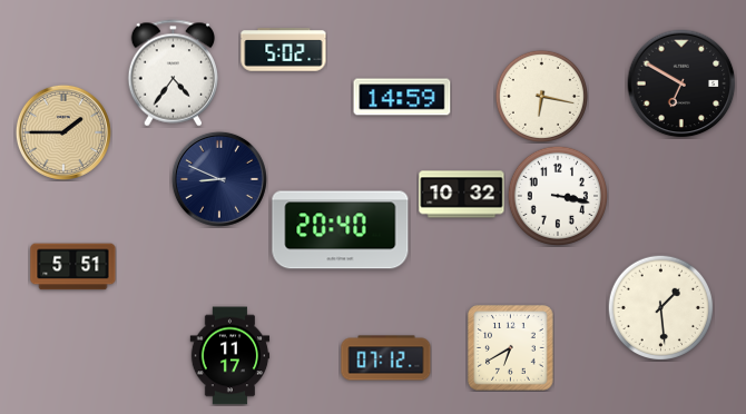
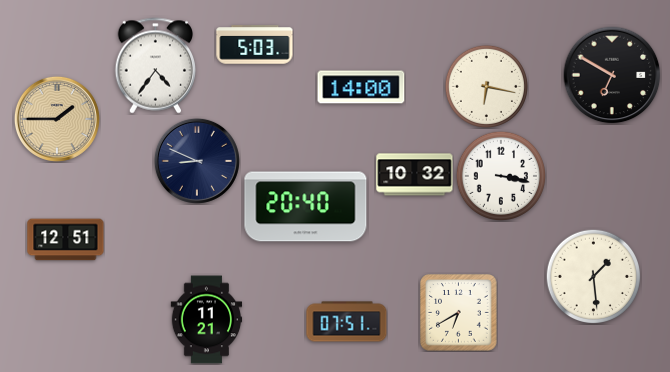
clock at (284, 50): 5:02 -> 5:03
clock at (402, 97): 14:59 -> 14:00
clock at (73, 267): 5:51 -> 12:51
clock at (230, 356): 11:17 -> 11:21
clock at (386, 358): 07:12 -> 07:51
